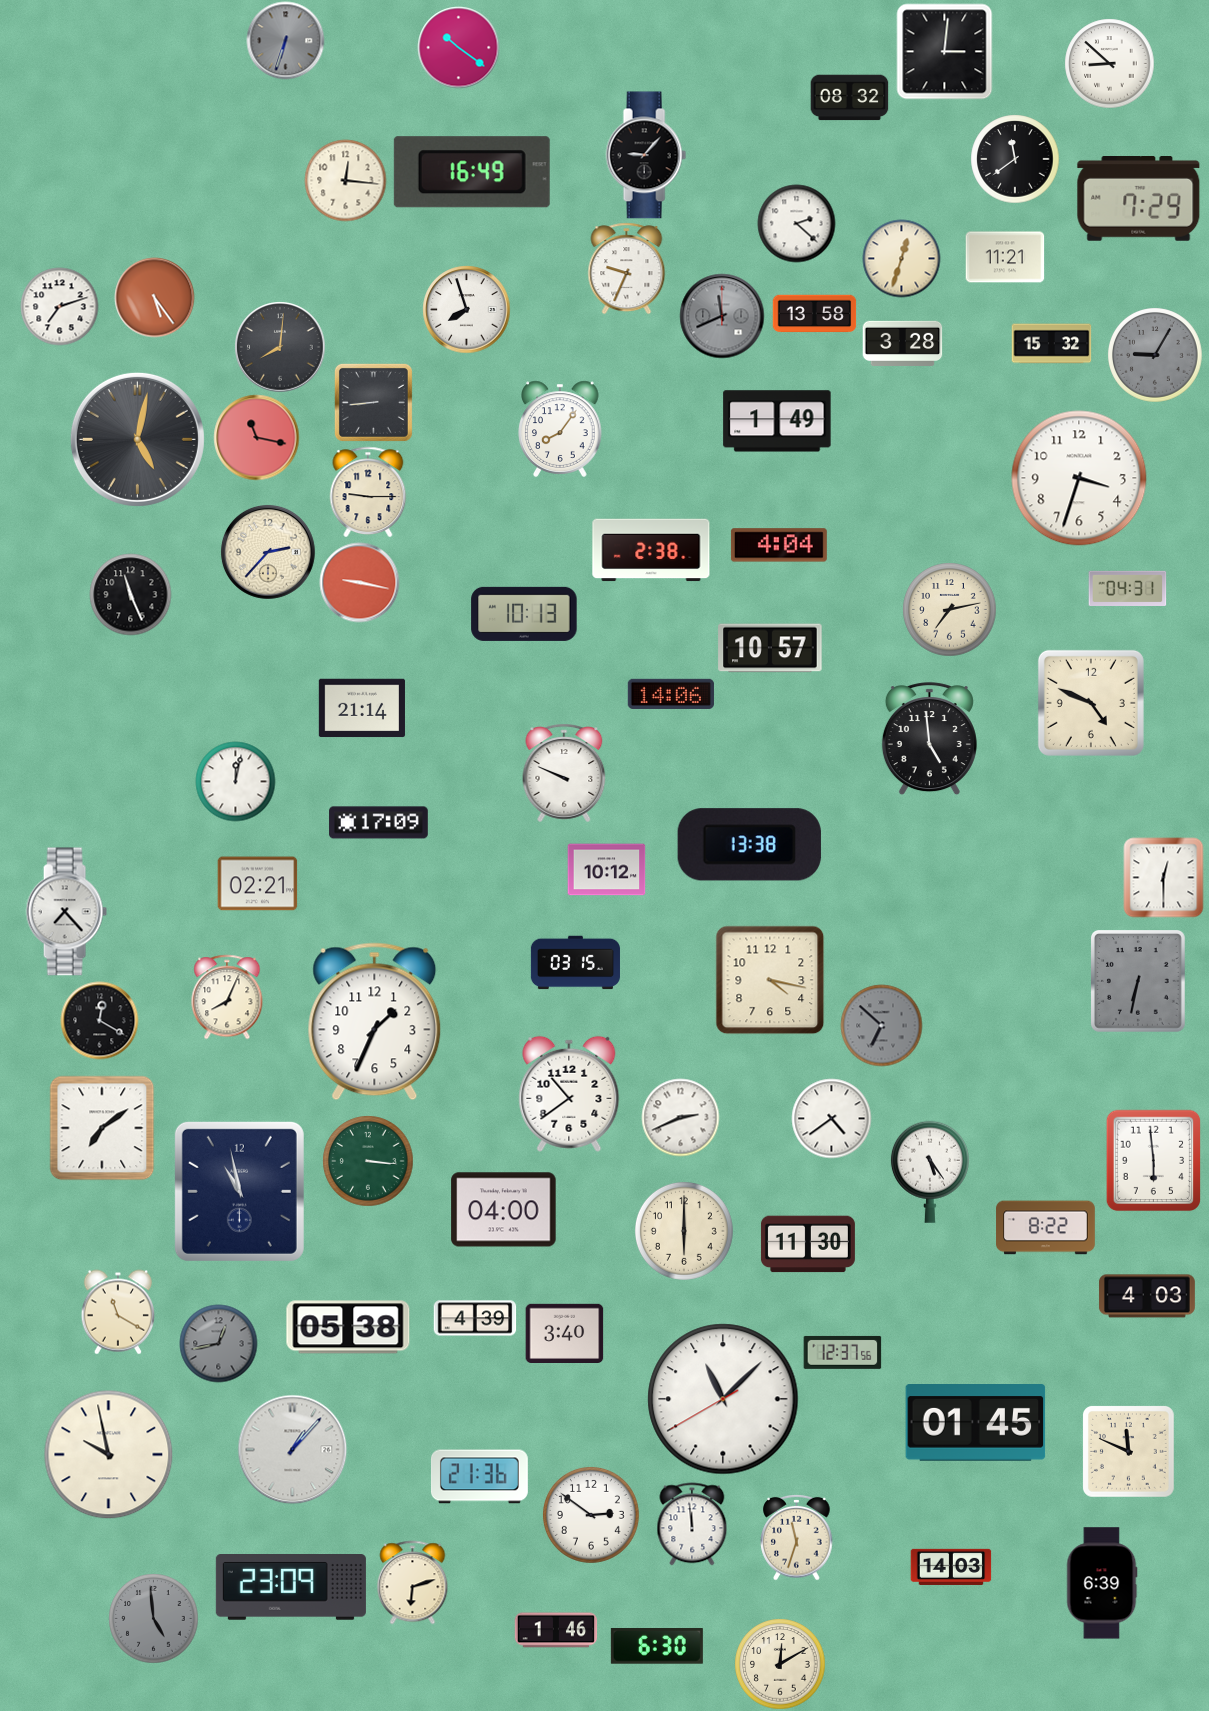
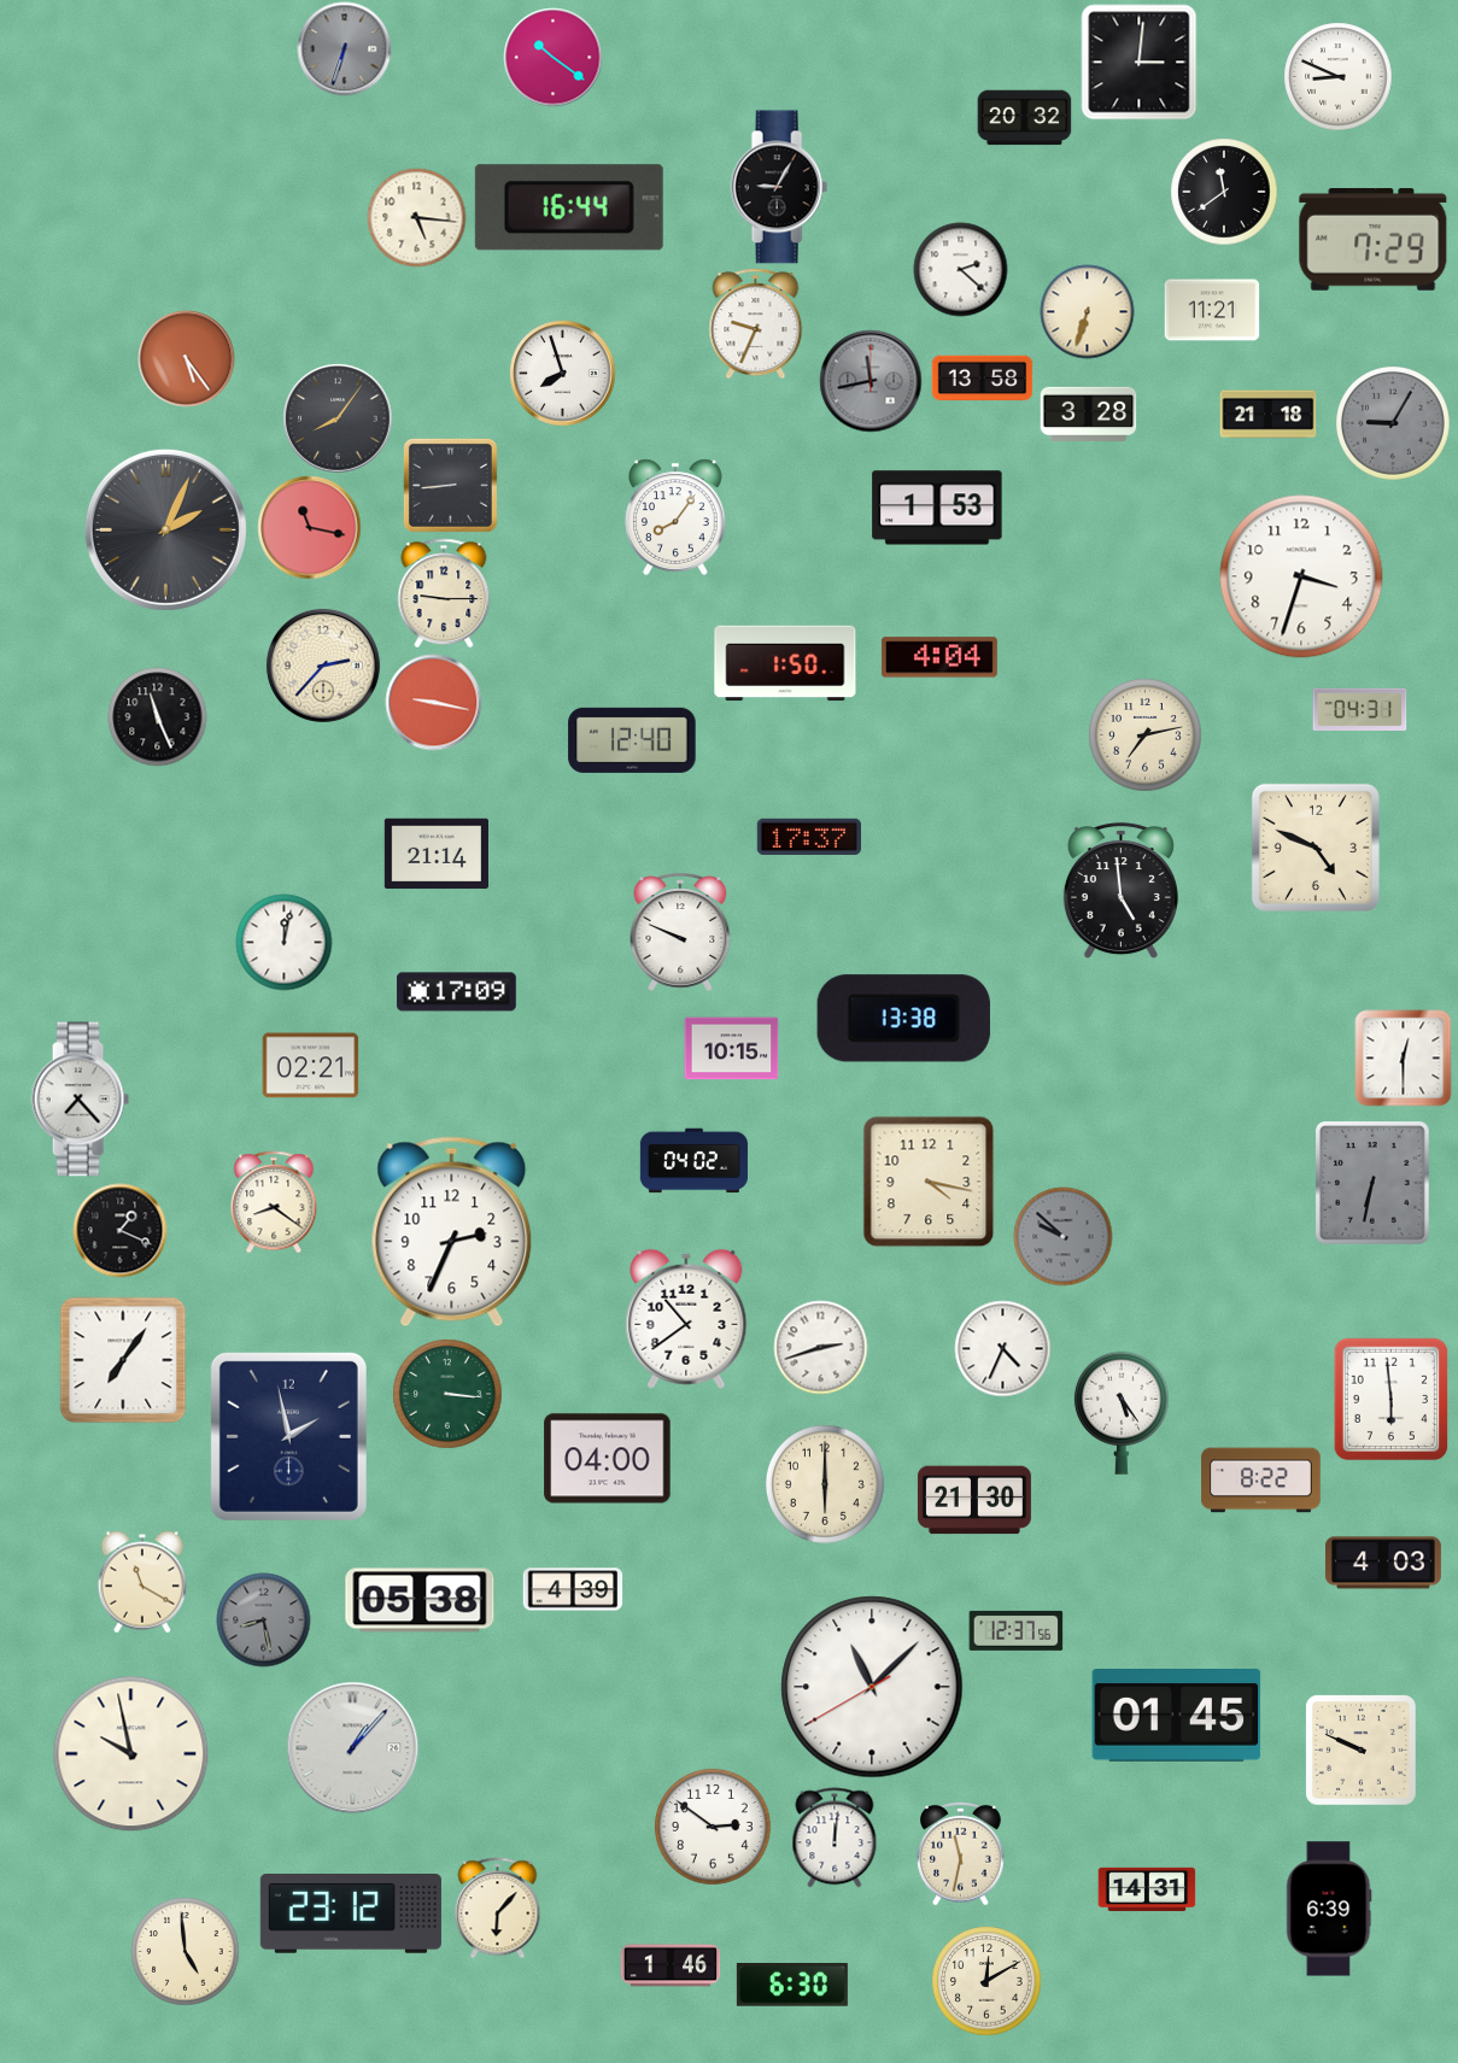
clock at (1109, 63): 8:52 -> 8:49
clock at (849, 98): 08:32 -> 20:32
clock at (646, 155): 9:07 -> 9:05
clock at (472, 172): 16:49 -> 16:44
clock at (345, 180): 12:16 -> 5:16
clock at (901, 258): 12:33 -> 6:33
clock at (59, 306): 7:12 -> none
clock at (722, 316): 11:41 -> 11:43
clock at (1051, 344): 15:32 -> 21:18
clock at (280, 347): 8:01 -> 8:06
clock at (1155, 355) position: (1155, 355) -> (1393, 423)
clock at (777, 421): 1:49 -> 1:53
clock at (137, 439): 5:02 -> 2:04
clock at (651, 550): 2:38 -> 1:50
clock at (524, 614): 10:13 -> 12:40
clock at (770, 648): 10:57 -> none
clock at (671, 694): 14:06 -> 17:37
clock at (606, 870): 10:12 -> 10:15
clock at (575, 963): 03:15 -> 04:02
clock at (227, 997): 8:04 -> 8:21
clock at (99, 1020): 12:20 -> 1:19
clock at (375, 1022): 1:34 -> 2:34
clock at (881, 1025): 6:52 -> 9:52
clock at (680, 1117): 2:41 -> 2:42
clock at (831, 1118): 4:39 -> 4:34
clock at (102, 1128): 7:09 -> 7:06
clock at (368, 1161) position: (368, 1161) -> (447, 1394)
clock at (239, 1191): 10:58 -> 1:58
clock at (808, 1244): 11:30 -> 21:30
clock at (564, 1333): 3:40 -> none
clock at (218, 1343): 12:43 -> 8:28
clock at (1129, 1452): 11:49 -> 9:49
clock at (480, 1477): 21:36 -> none
clock at (692, 1524): 11:59 -> 12:01
clock at (797, 1537): 11:33 -> 11:32
clock at (951, 1567): 14:03 -> 14:31
clock at (413, 1582): 6:12 -> 6:07
clock at (291, 1588): 23:09 -> 23:12
clock at (153, 1618) dial: grey -> cream
clock at (780, 1664) position: (780, 1664) -> (986, 1981)
